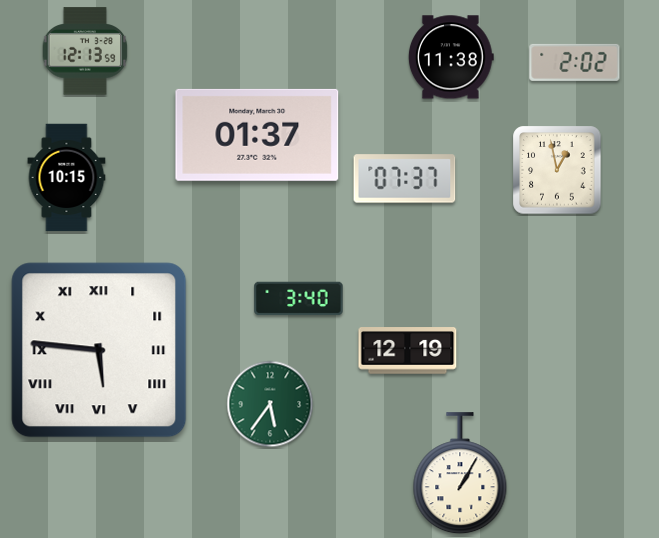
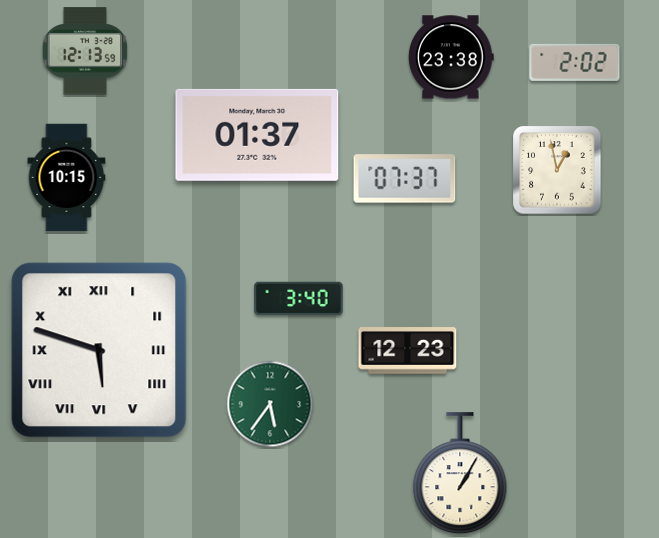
clock at (451, 57): 11:38 -> 23:38
clock at (99, 350): 5:46 -> 5:48
clock at (408, 351): 12:19 -> 12:23
